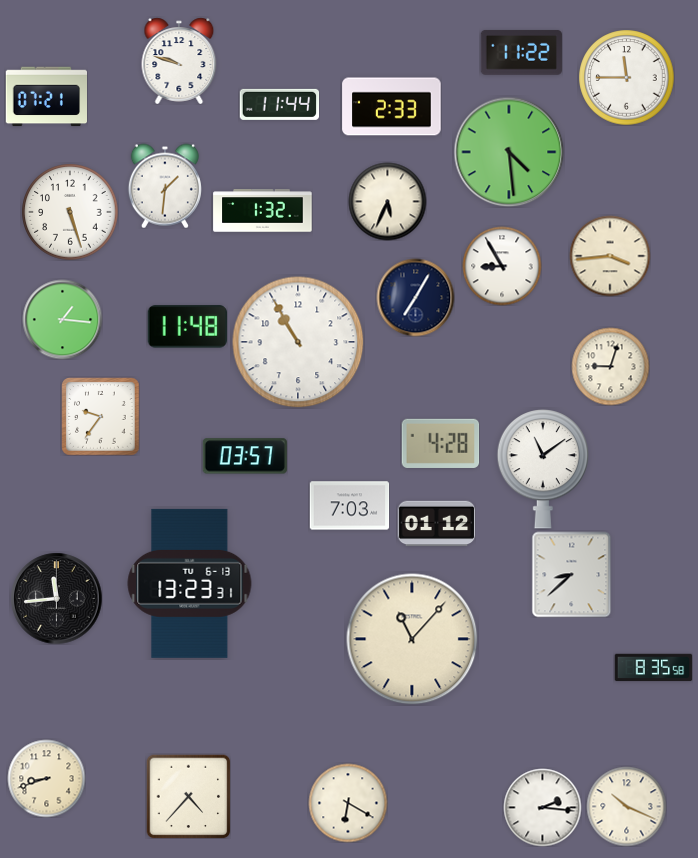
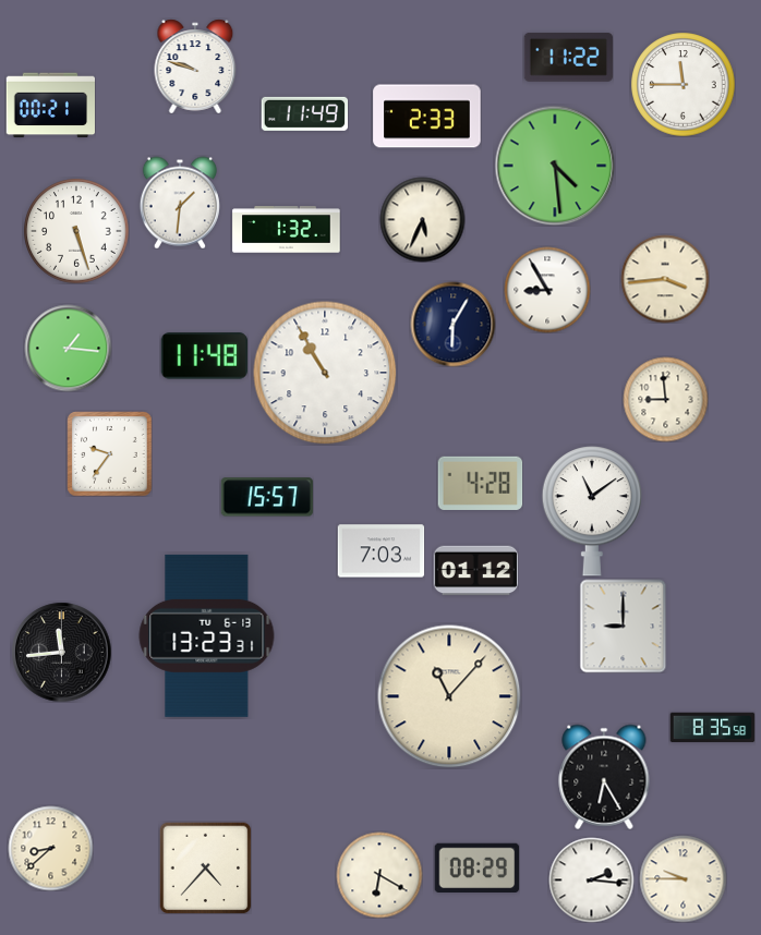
clock at (46, 97): 07:21 -> 00:21
clock at (279, 104): 11:44 -> 11:49
clock at (415, 297): 7:05 -> 6:05
clock at (610, 366): 9:03 -> 8:59
clock at (245, 456): 03:57 -> 15:57
clock at (572, 574): 8:38 -> 9:00
clock at (604, 777): none -> 6:25
clock at (46, 778): 8:42 -> 8:38
clock at (476, 869): none -> 08:29
clock at (626, 806): 10:19 -> 9:45
